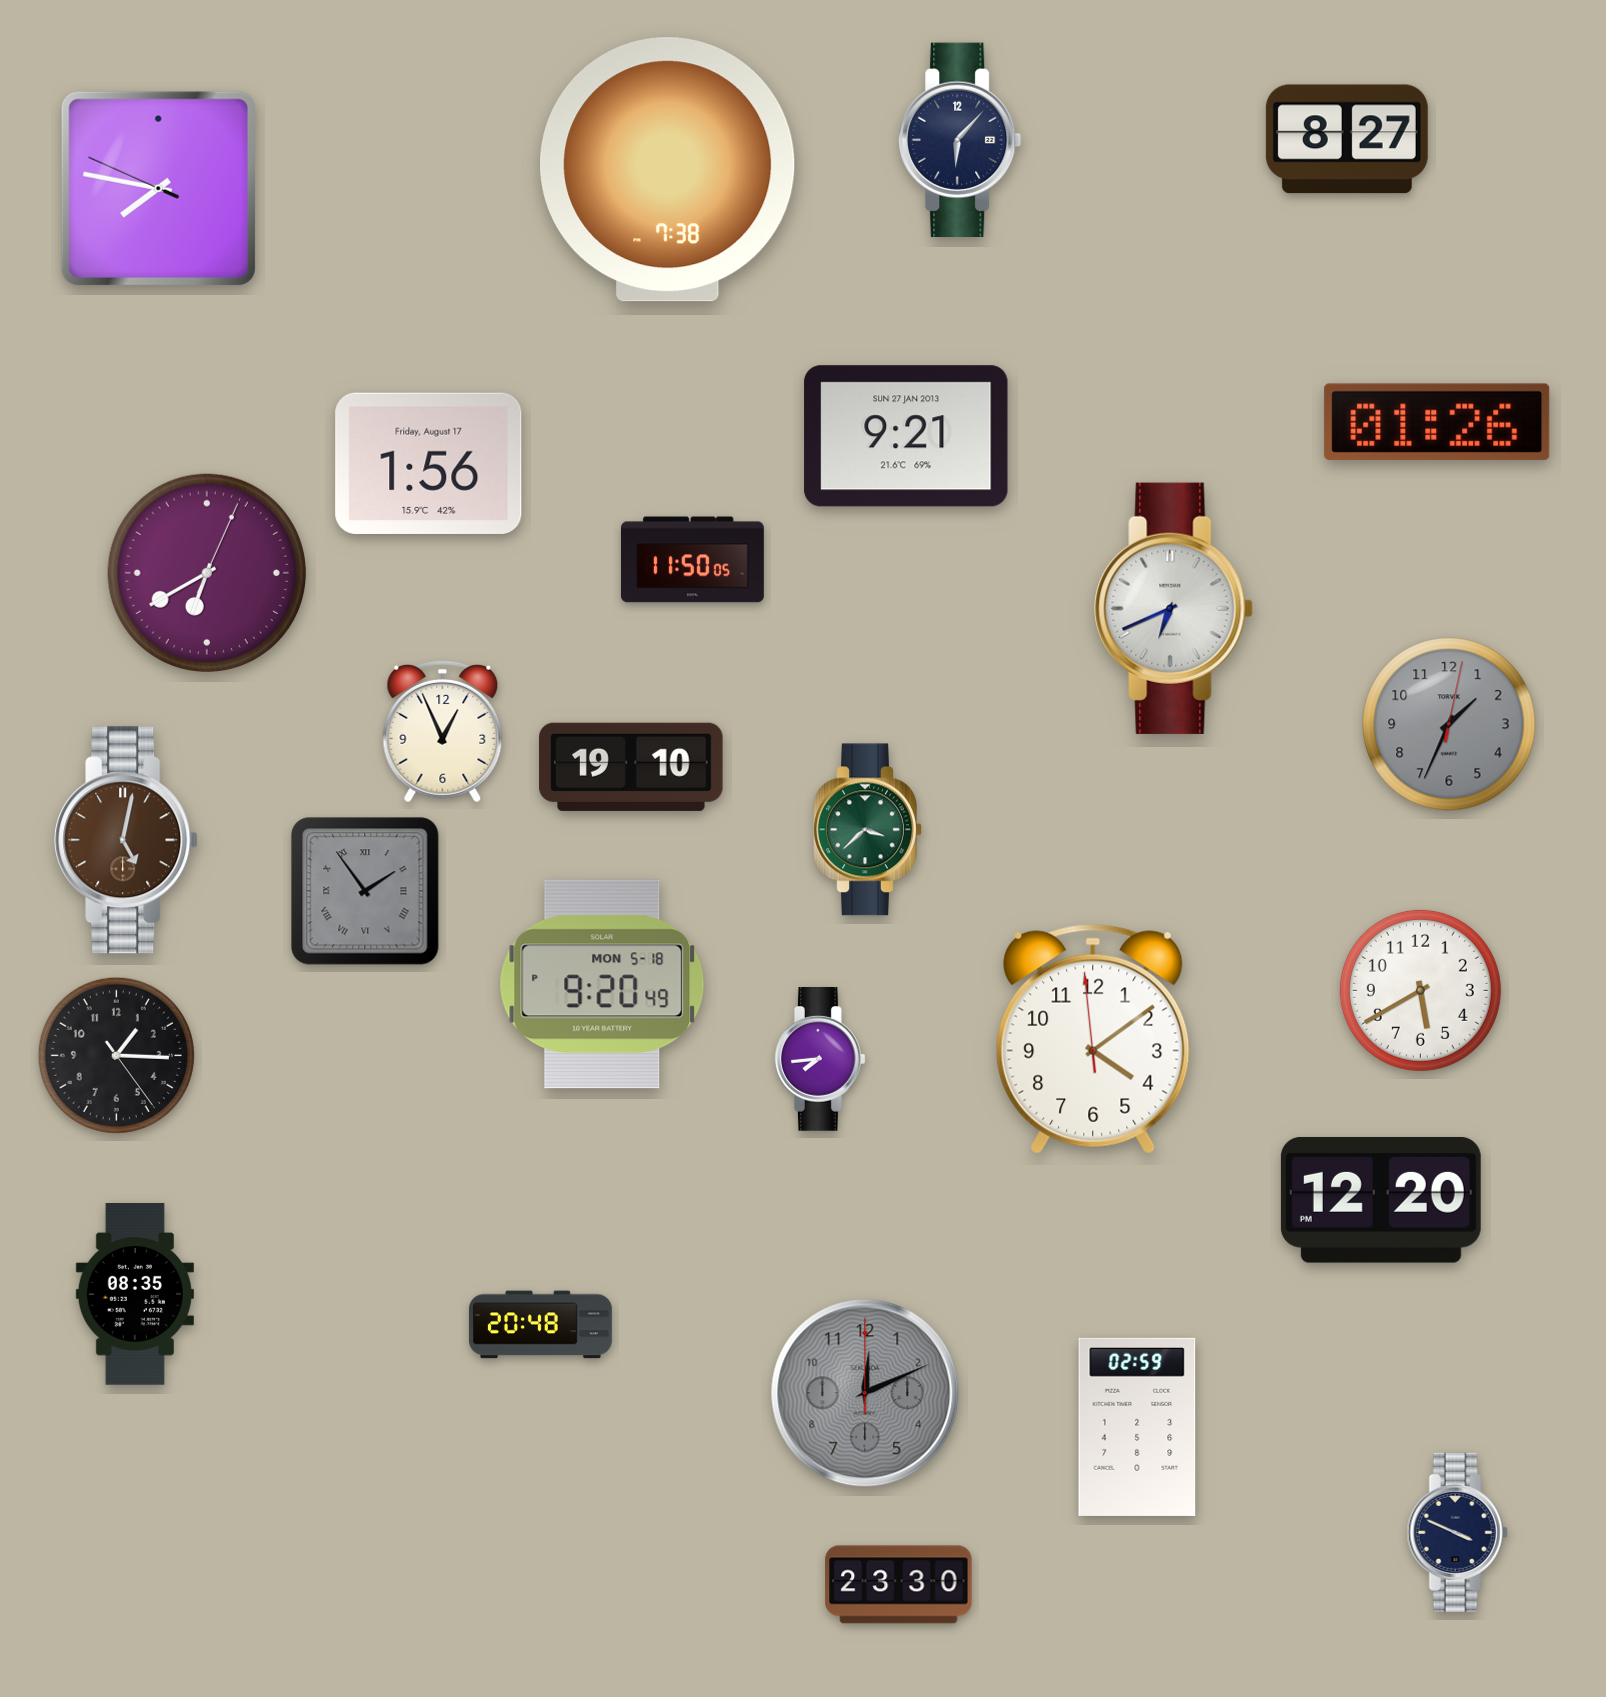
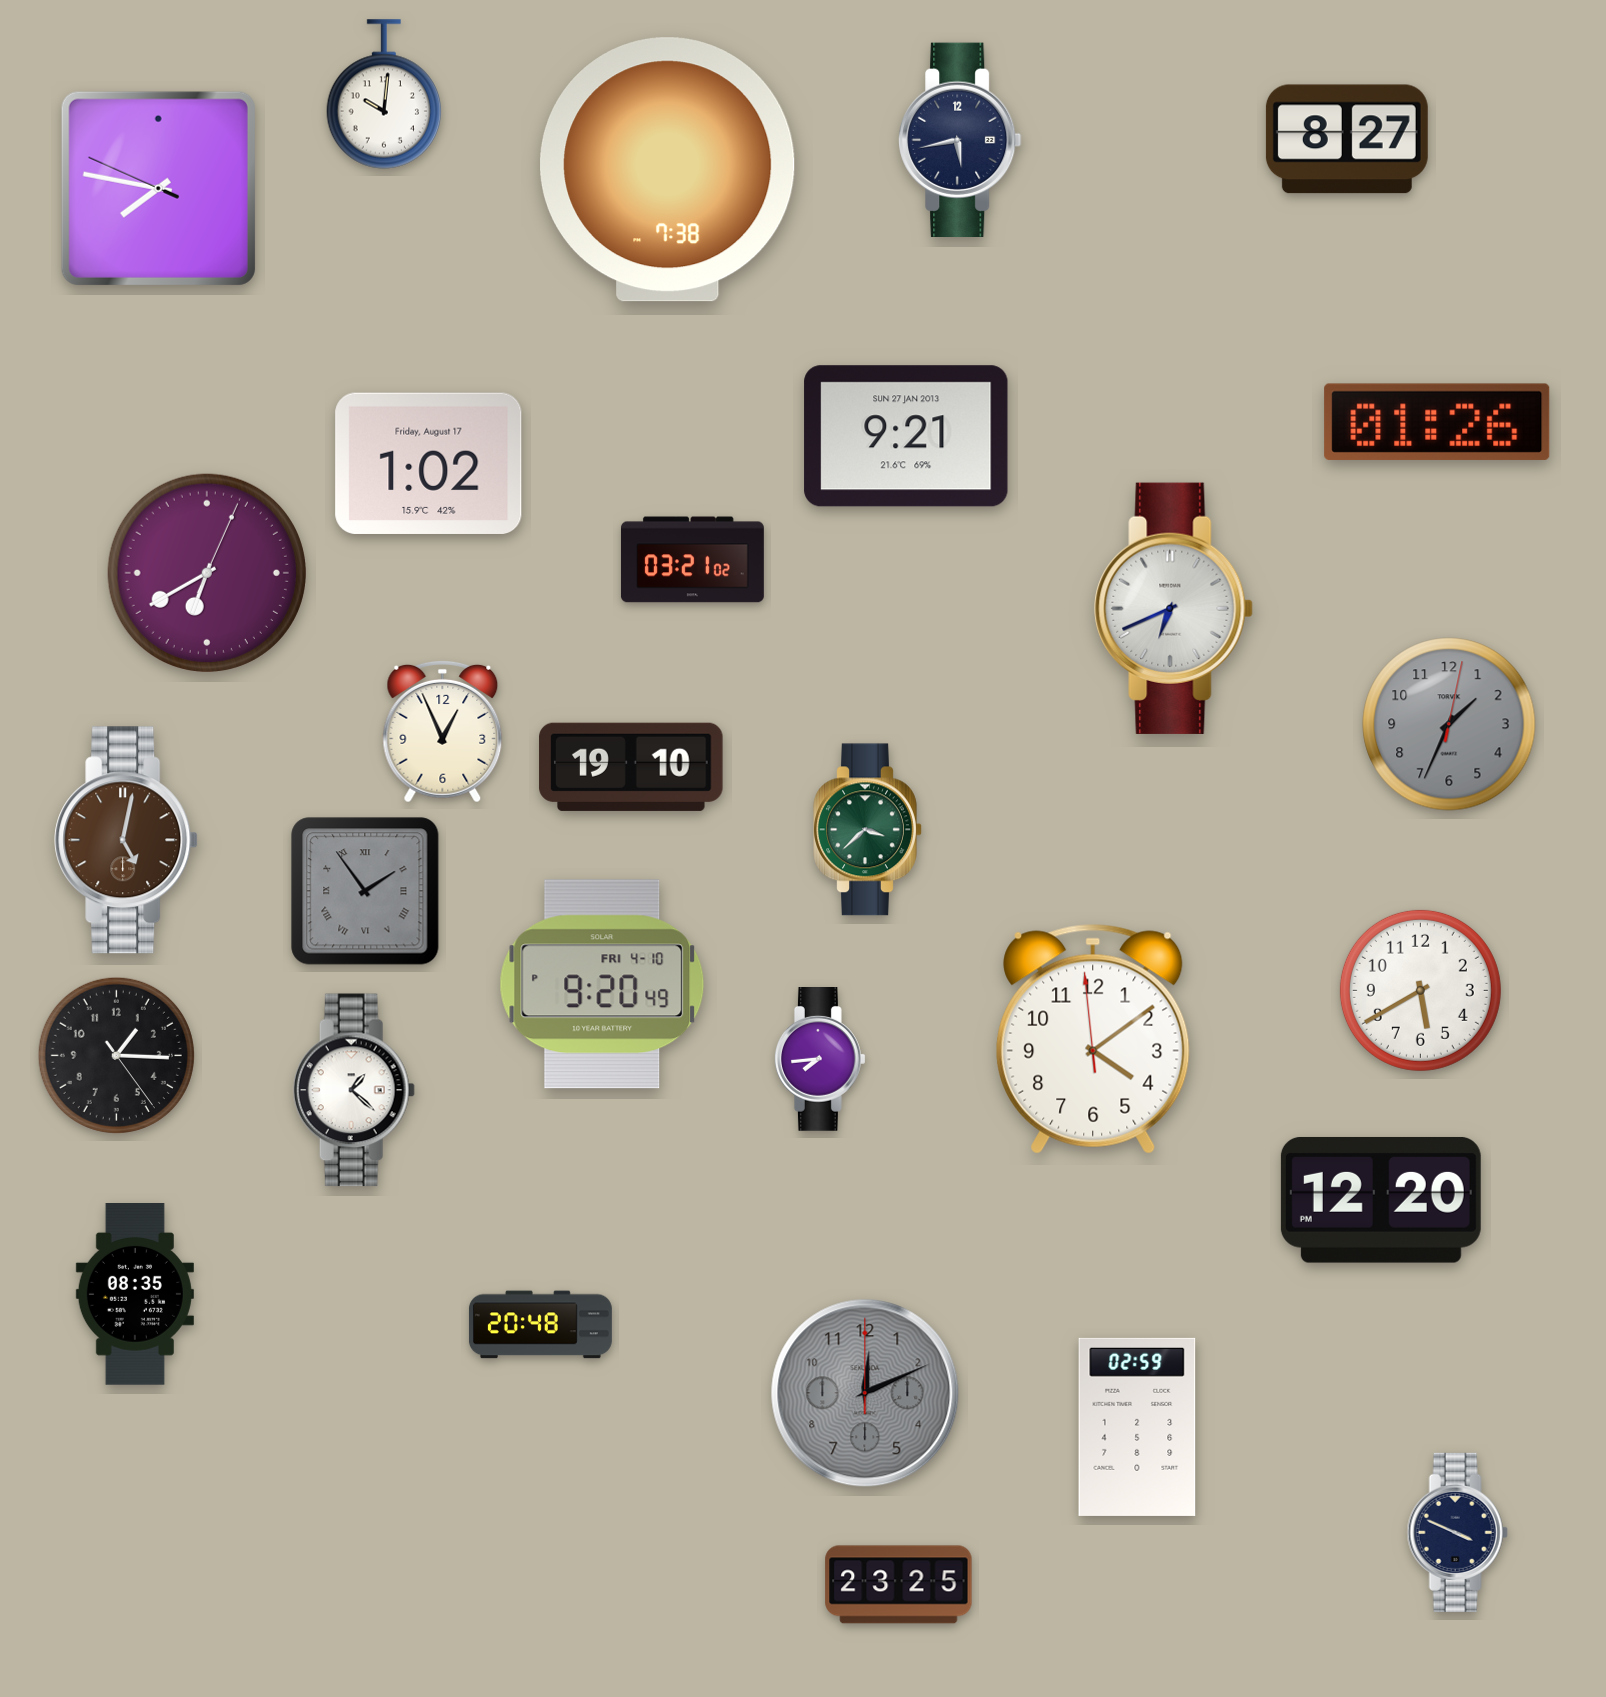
clock at (384, 94): none -> 10:01
clock at (960, 139): 6:07 -> 5:43
clock at (429, 463): 1:56 -> 1:02
clock at (692, 560): 11:50 -> 03:21
clock at (602, 984) date: MON 5-18 -> FRI 4-10
clock at (354, 1090): none -> 1:22
clock at (899, 1585): 23:30 -> 23:25
